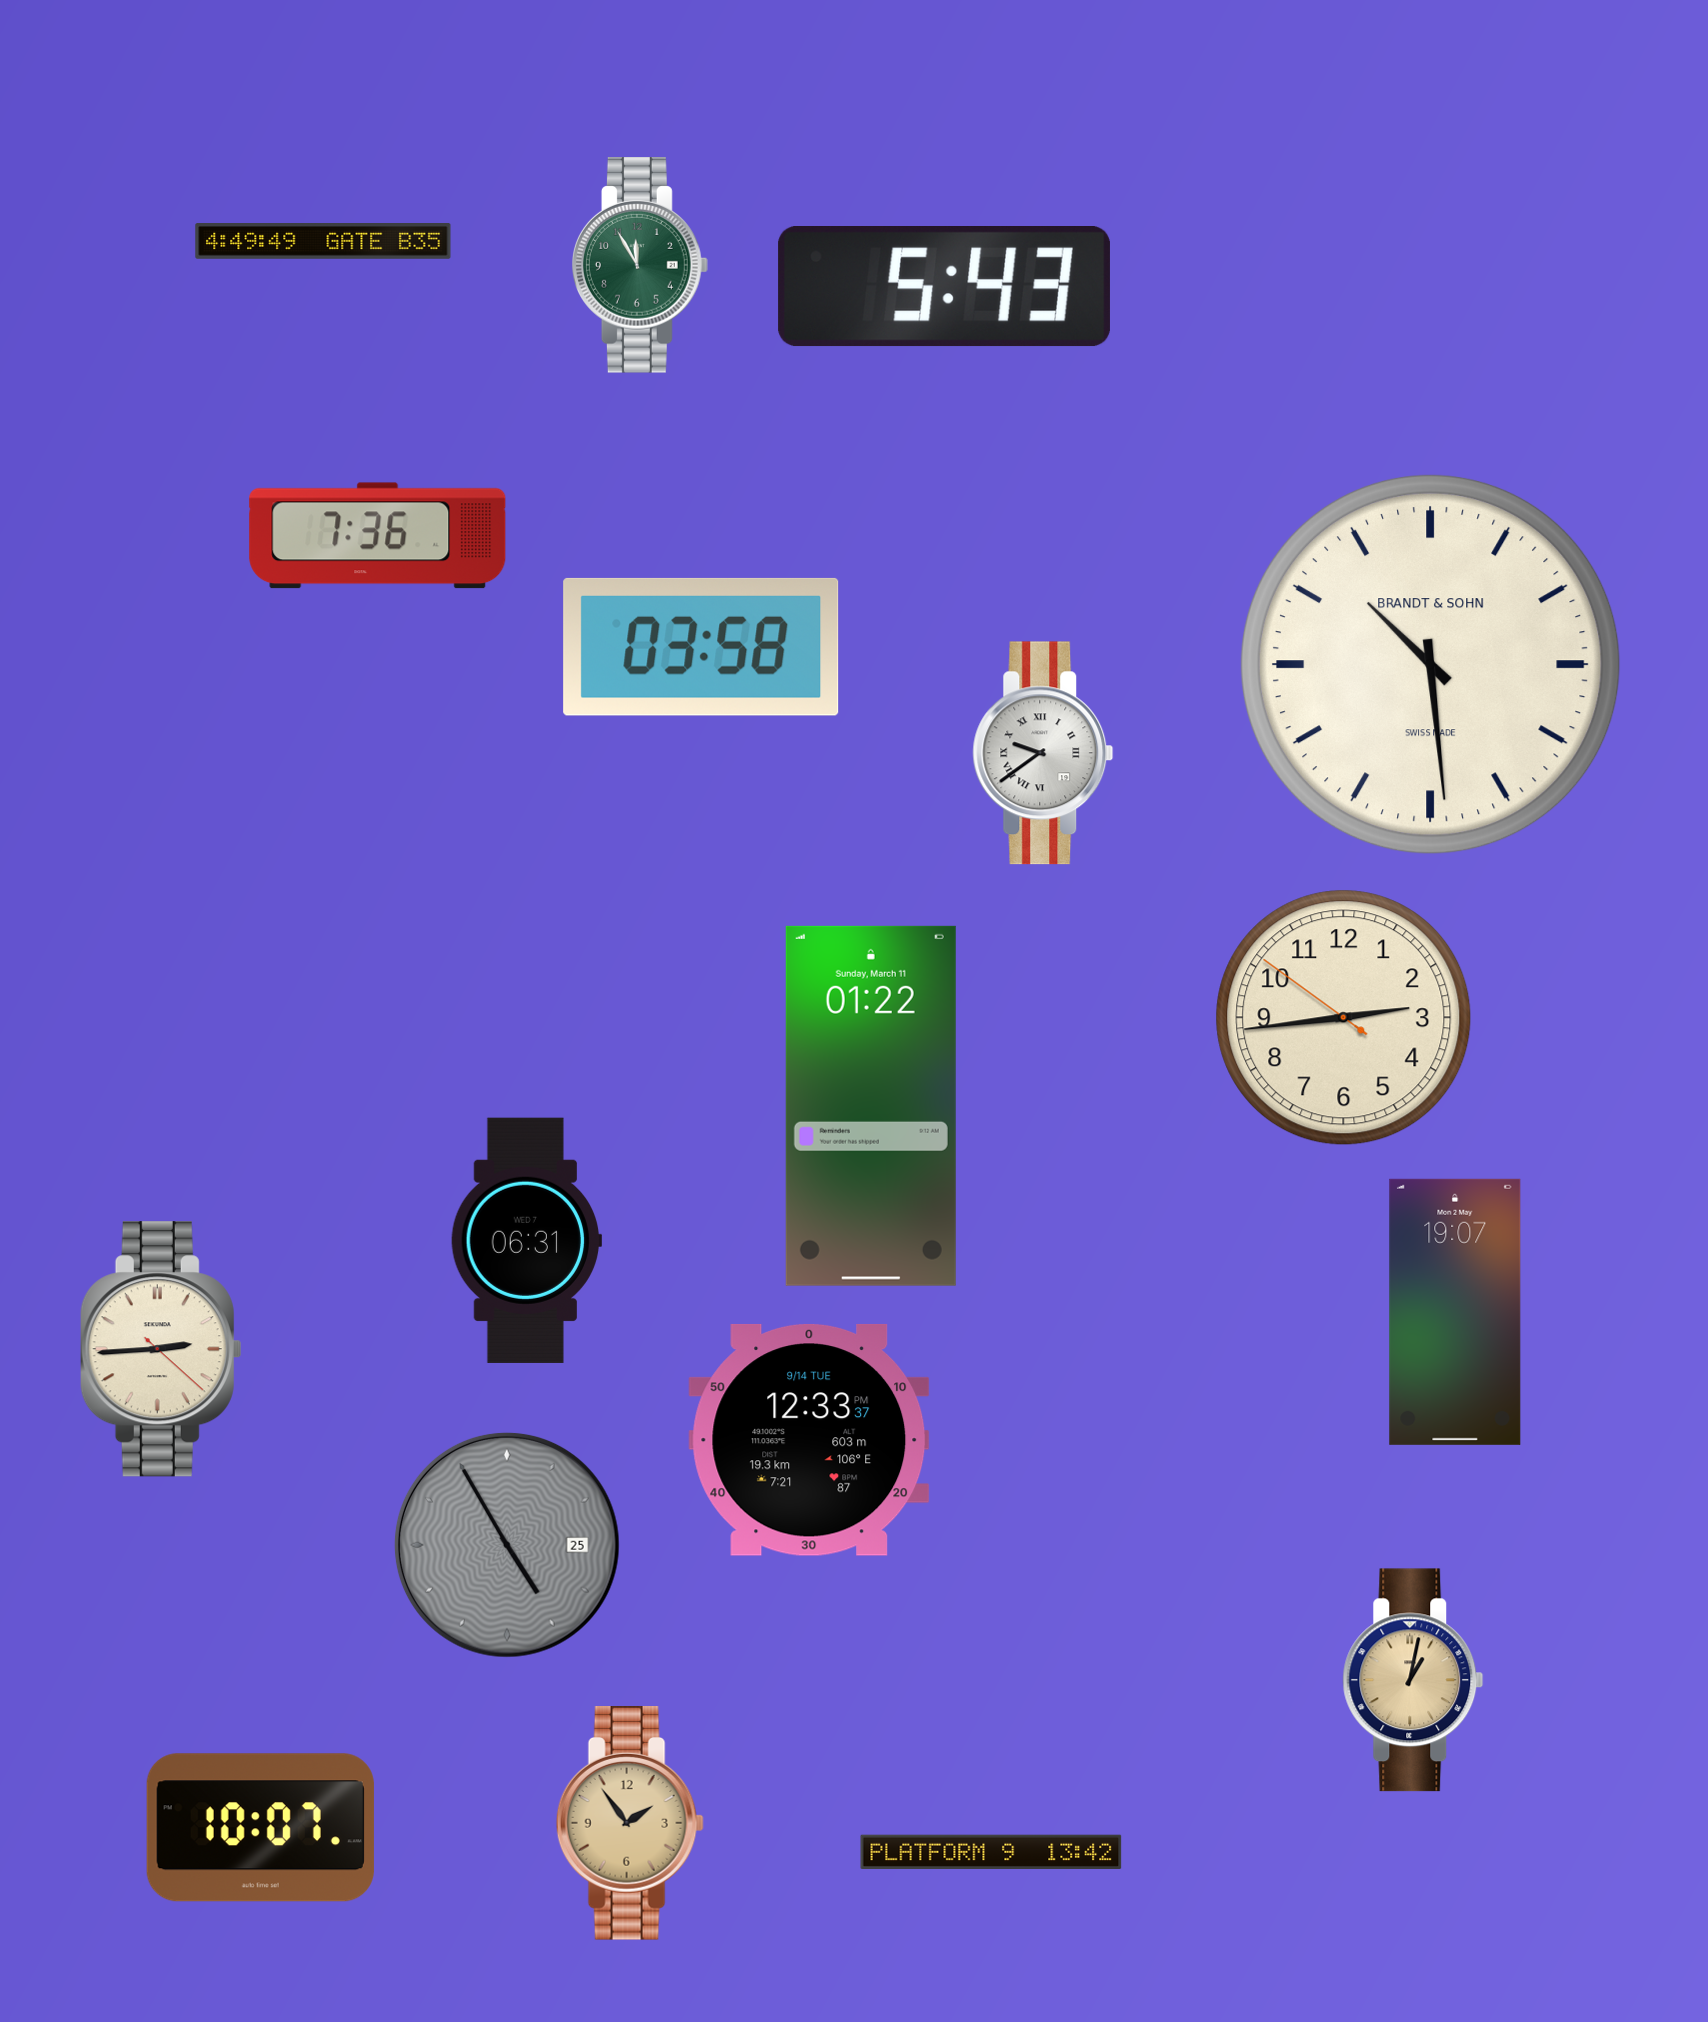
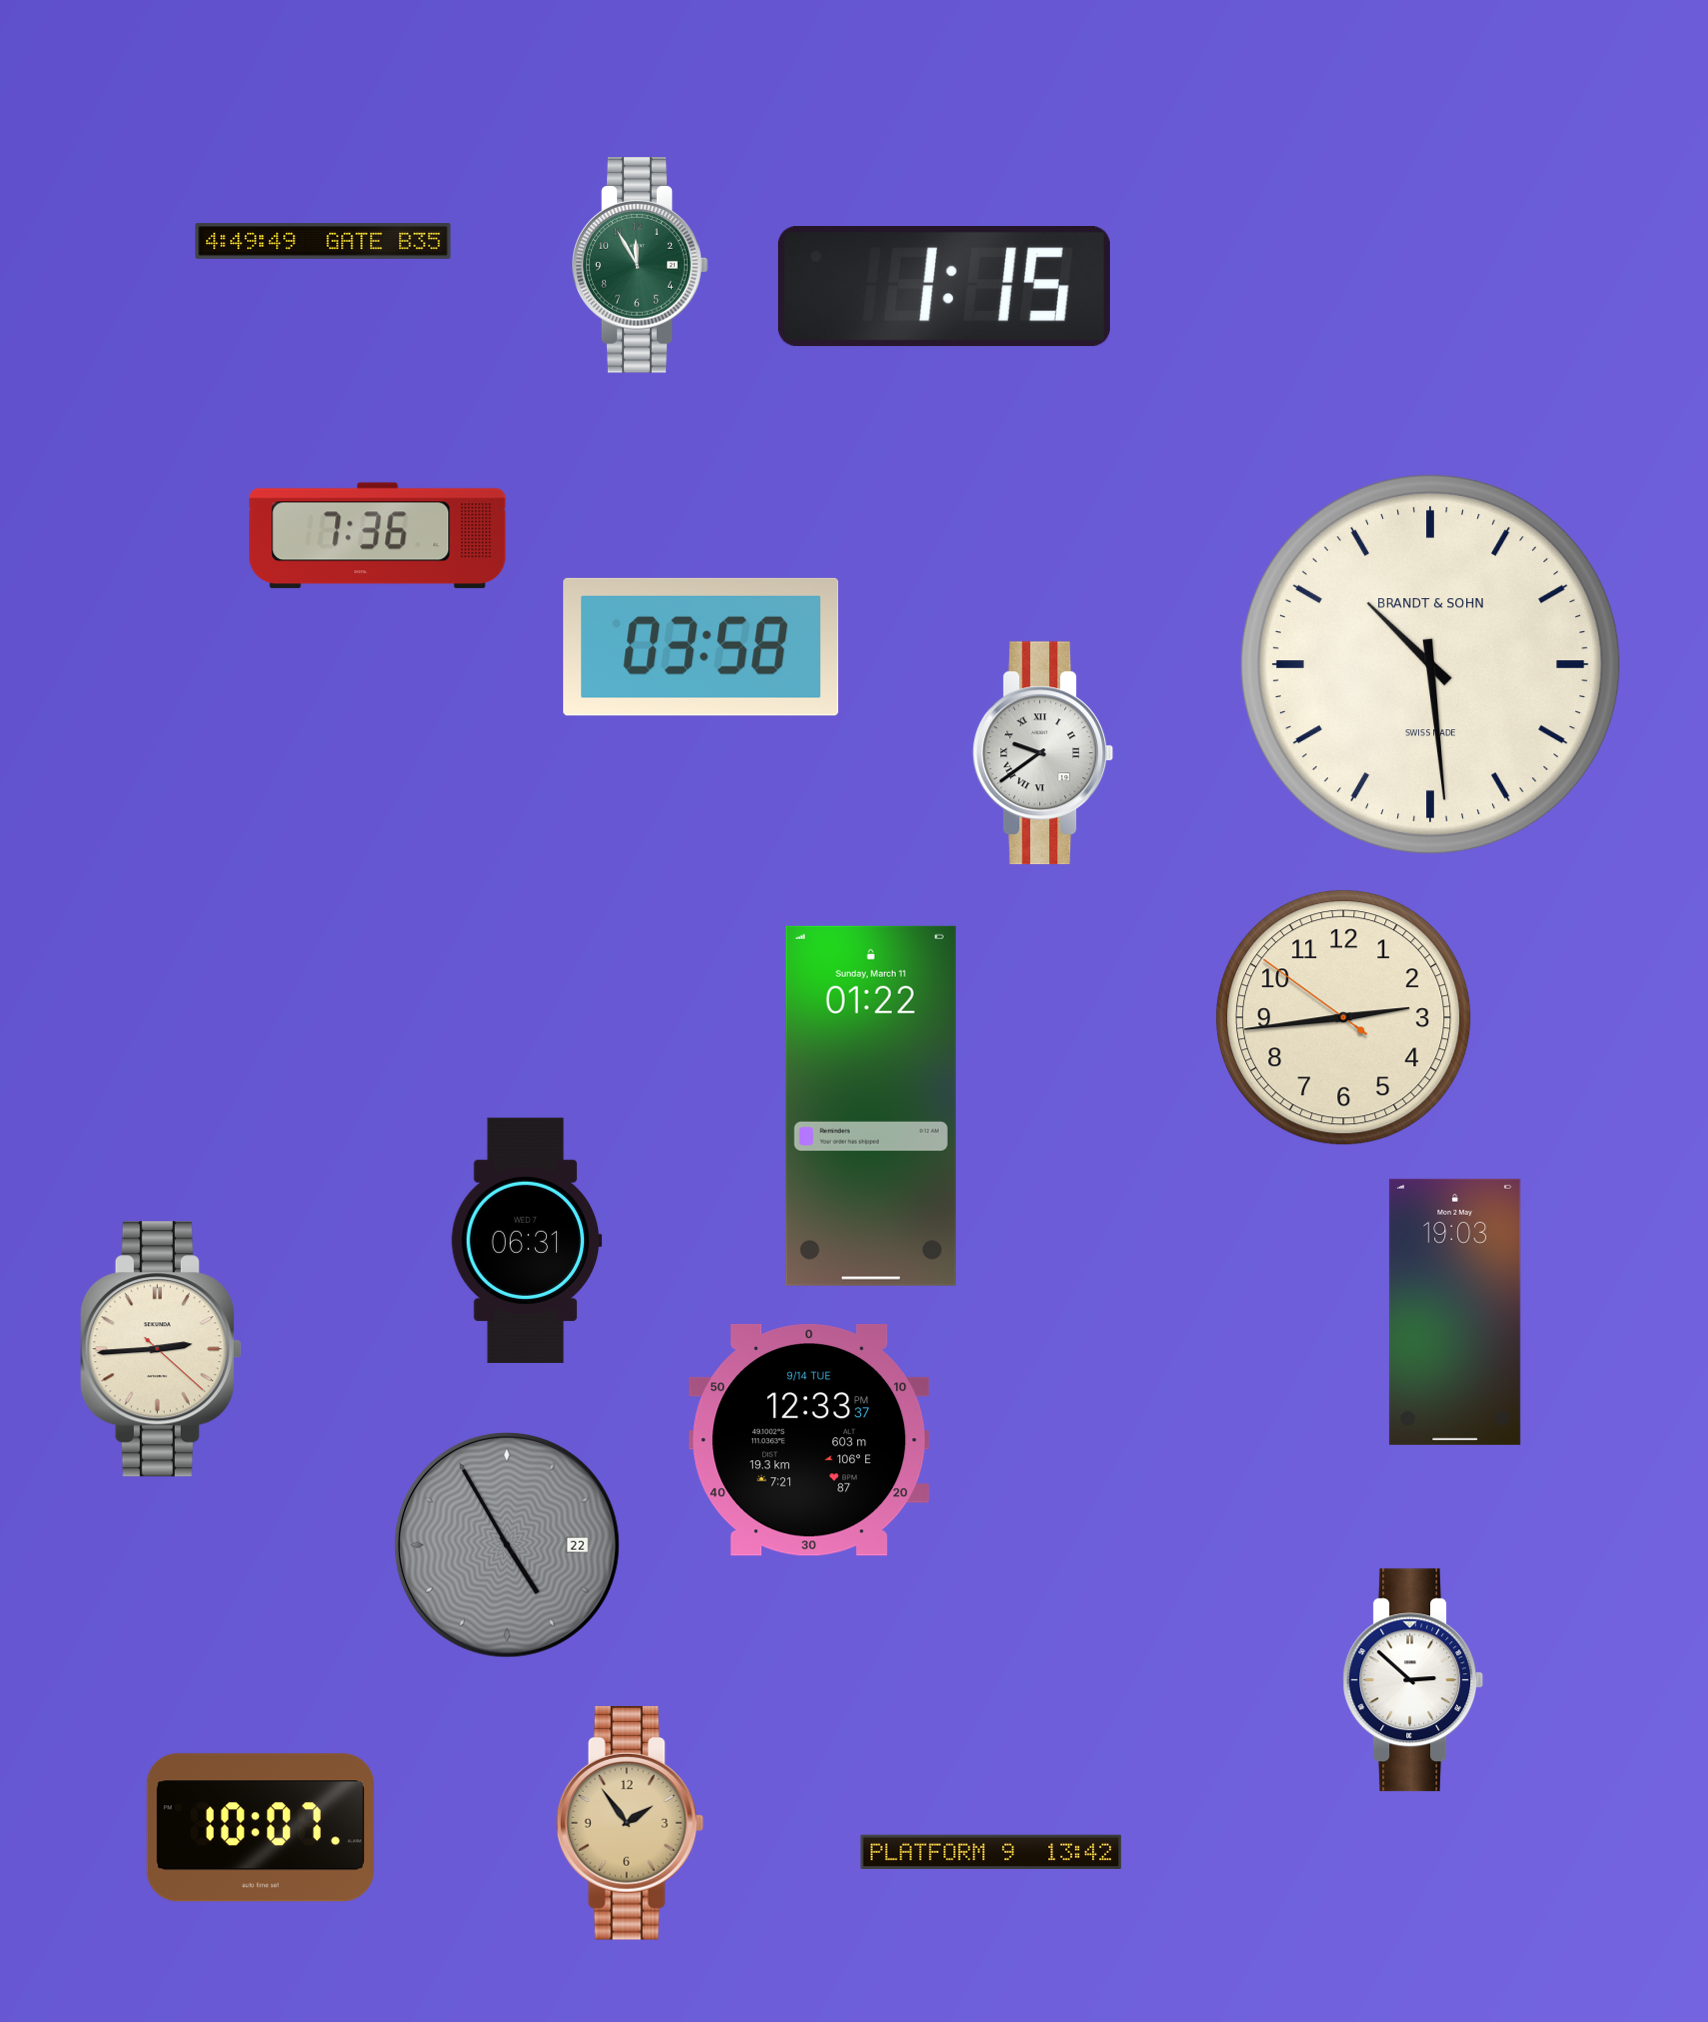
clock at (944, 287): 5:43 -> 1:15
clock at (1455, 1312): 19:07 -> 19:03
clock at (507, 1545) date: 25 -> 22
clock at (1413, 1680): 1:02 -> 2:52
clock at (1413, 1680) dial: champagne -> white
